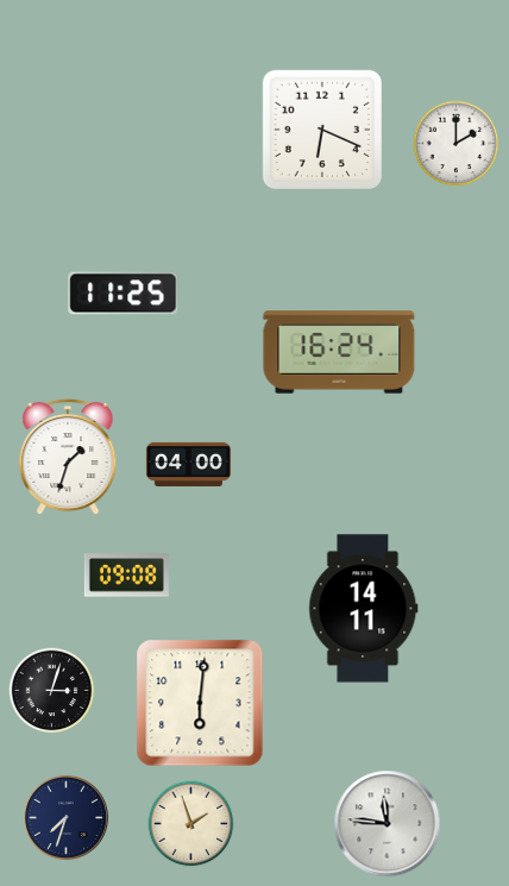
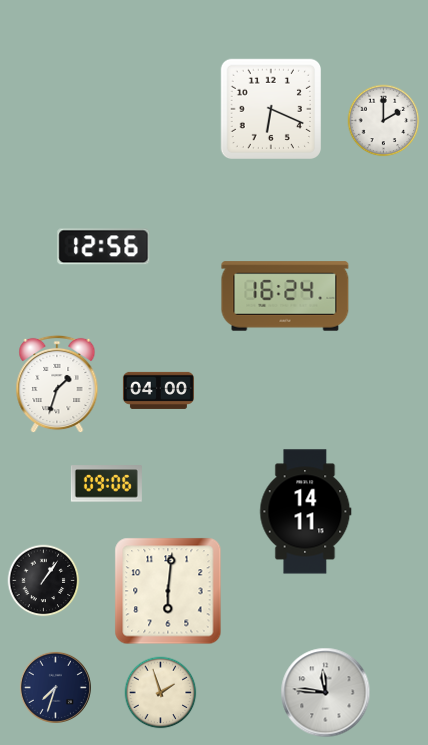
clock at (124, 294): 11:25 -> 12:56
clock at (126, 576): 09:08 -> 09:06
clock at (52, 691): 3:03 -> 1:06
